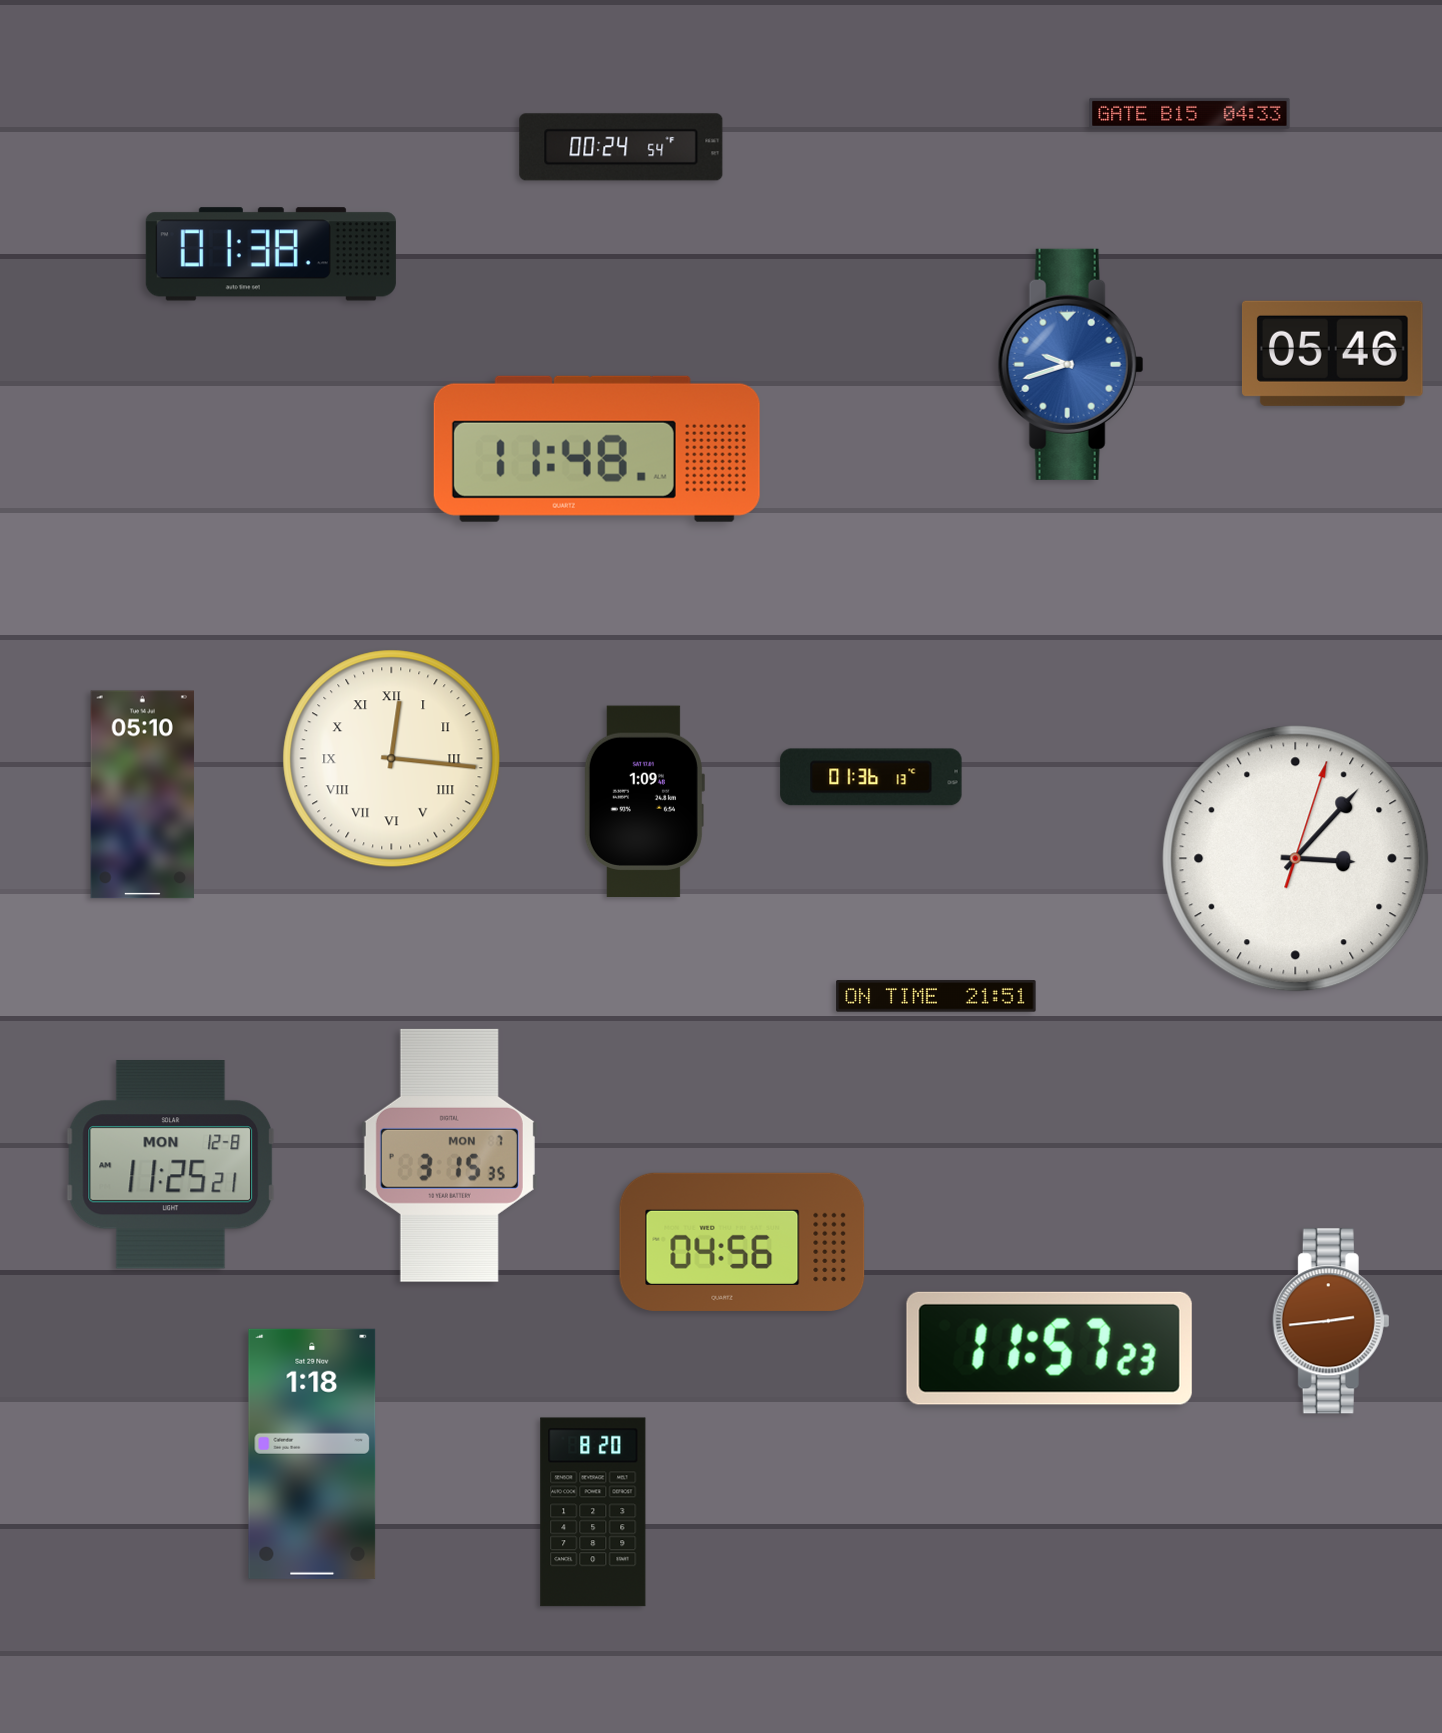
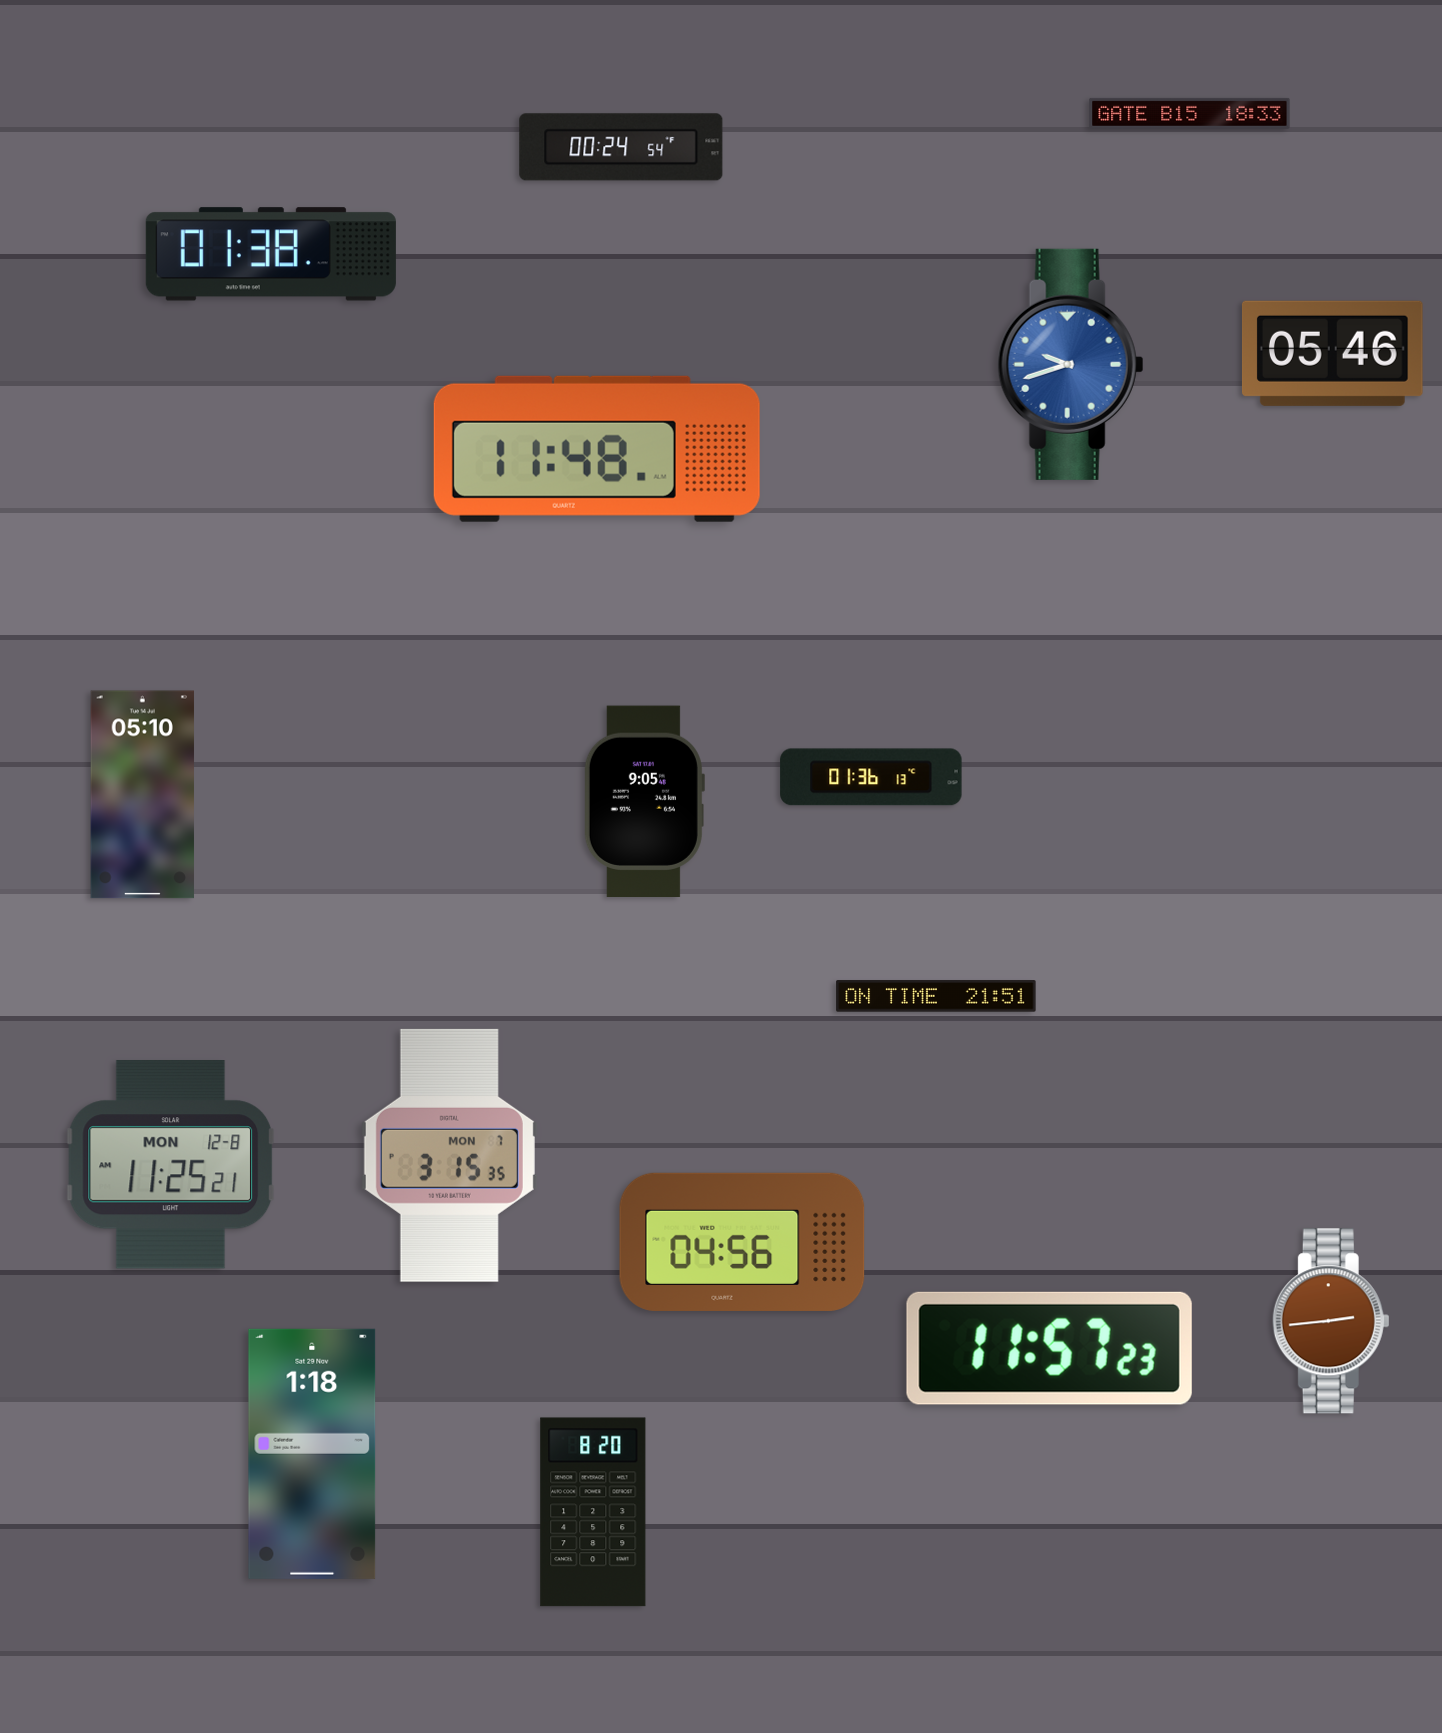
clock at (1190, 113): 04:33 -> 18:33
clock at (392, 759): 12:16 -> none
clock at (644, 801): 1:09 -> 9:05
clock at (1296, 859): 3:07 -> none
